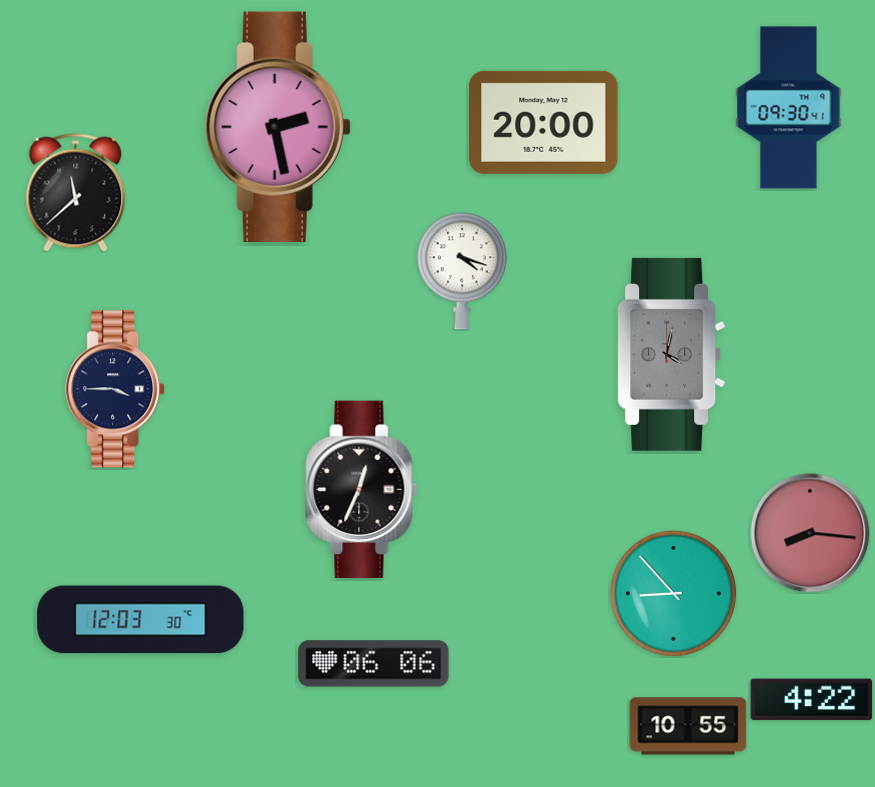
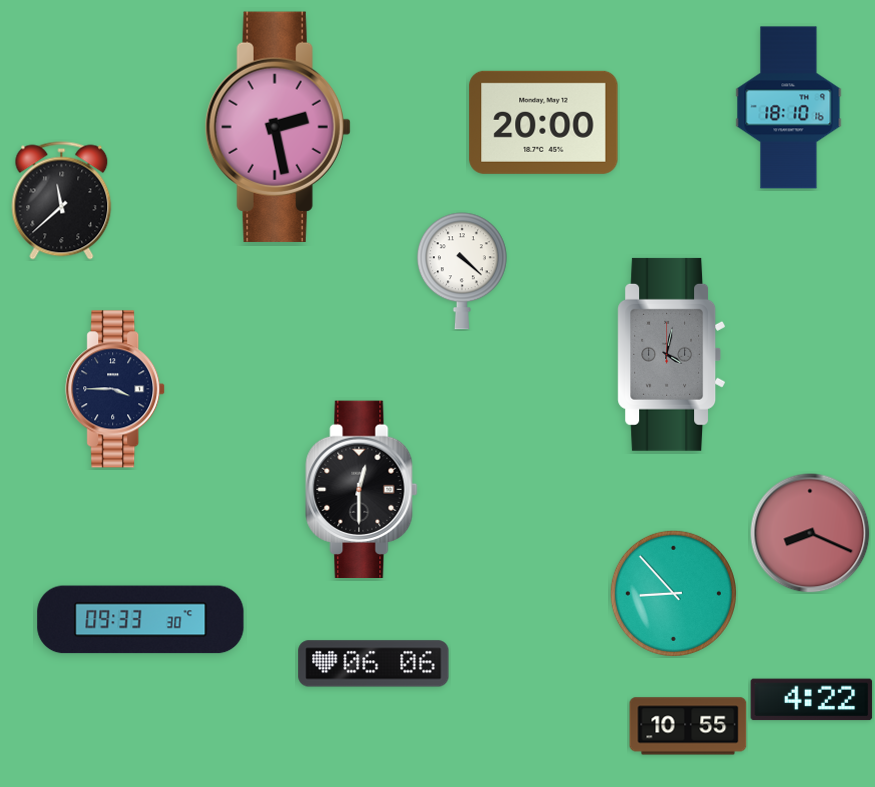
clock at (789, 108): 09:30 -> 18:10
clock at (76, 193) position: (76, 193) -> (62, 201)
clock at (462, 271): 4:18 -> 4:22
clock at (362, 490): 12:34 -> 12:30
clock at (810, 533): 8:16 -> 8:19
clock at (141, 620): 12:03 -> 09:33
